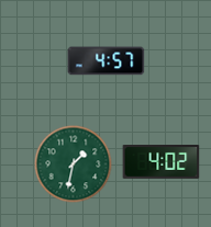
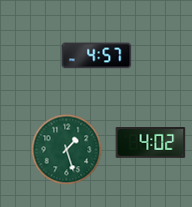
clock at (162, 162) position: (162, 162) -> (151, 143)
clock at (74, 164): 1:32 -> 1:27
